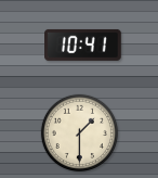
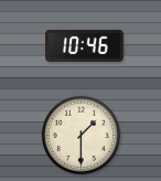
clock at (83, 44): 10:41 -> 10:46
